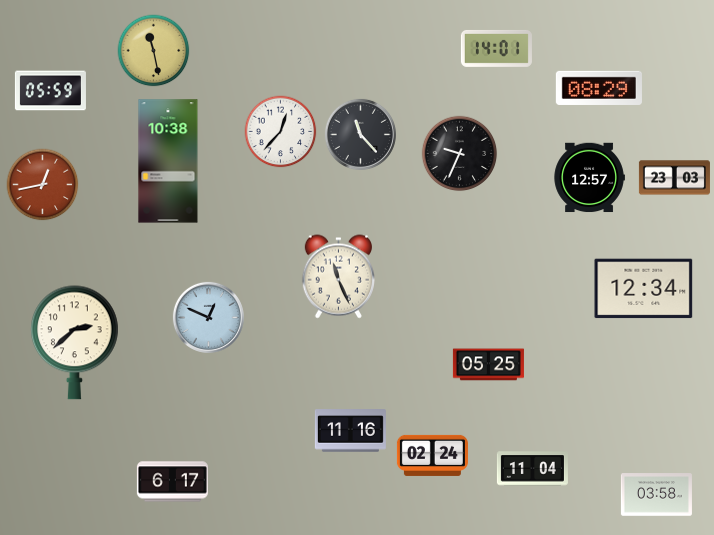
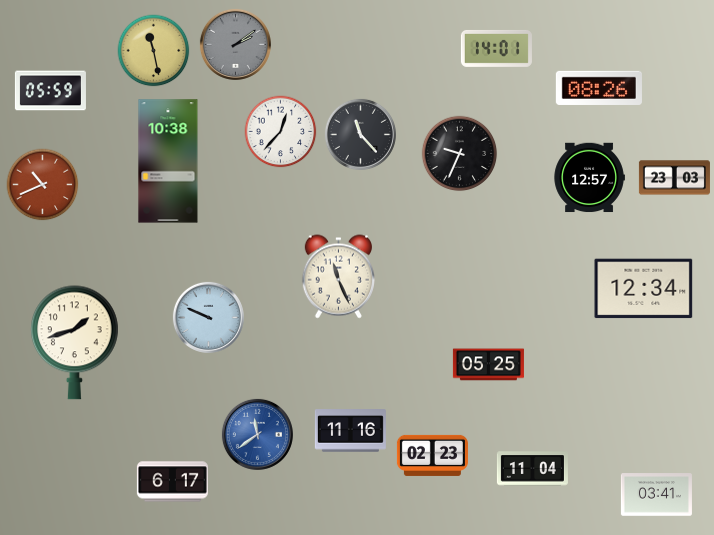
clock at (235, 44): none -> 2:09
clock at (599, 88): 08:29 -> 08:26
clock at (43, 185): 12:43 -> 10:41
clock at (208, 317): 12:49 -> 9:49
clock at (75, 343): 2:38 -> 1:42
clock at (257, 434): none -> 11:39
clock at (432, 455): 02:24 -> 02:23
clock at (656, 495): 03:58 -> 03:41
